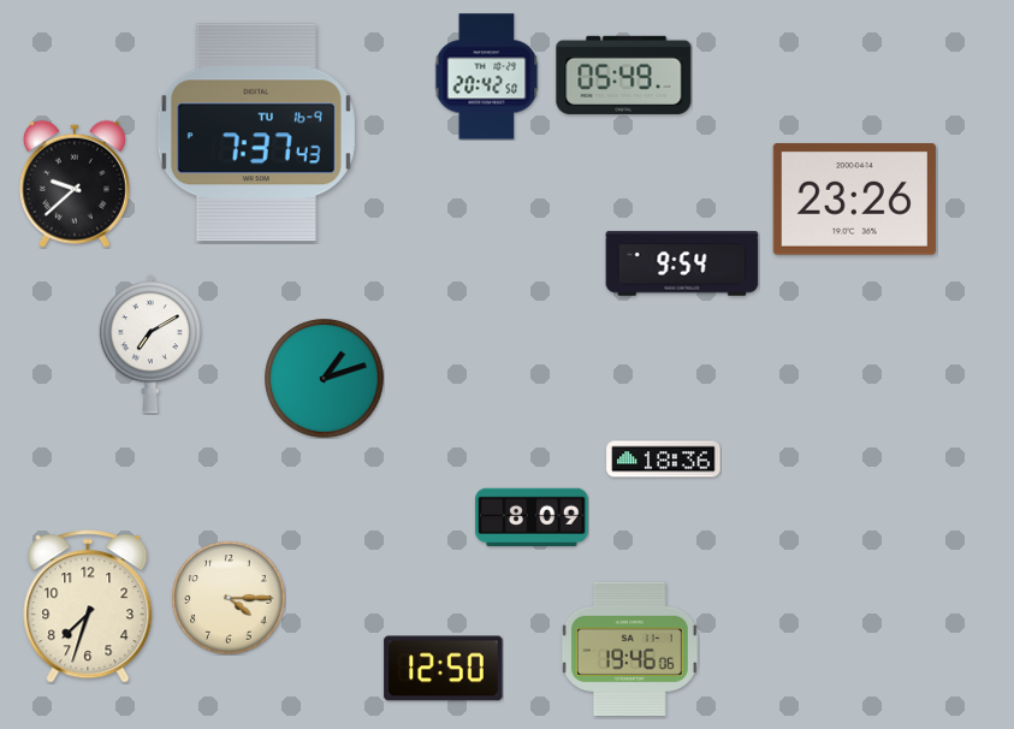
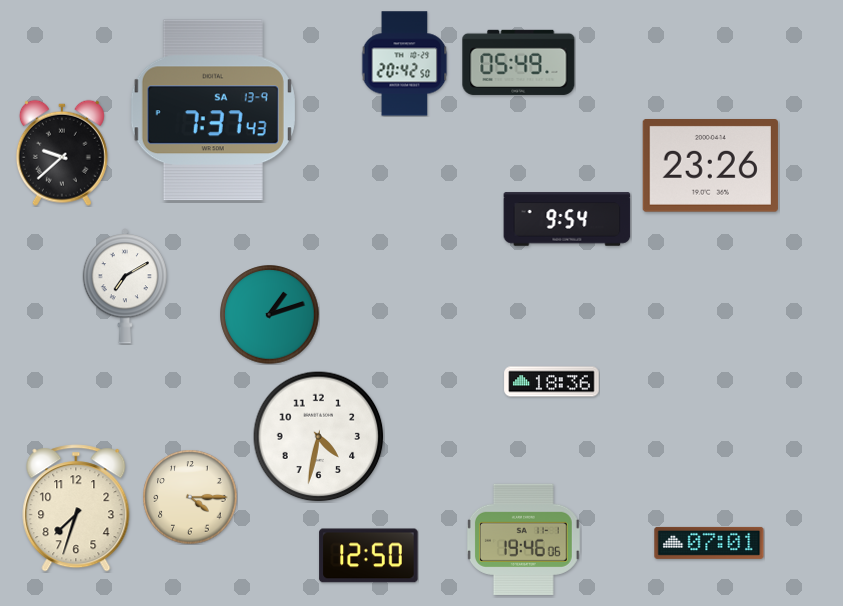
clock at (256, 132) date: TU 16-9 -> SA 13-9
clock at (532, 516): 8:09 -> none
clock at (319, 437): none -> 4:32
clock at (88, 606) position: (88, 606) -> (76, 508)
clock at (709, 543): none -> 07:01
